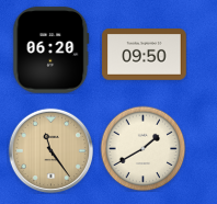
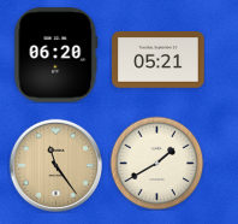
clock at (145, 55): 09:50 -> 05:21
